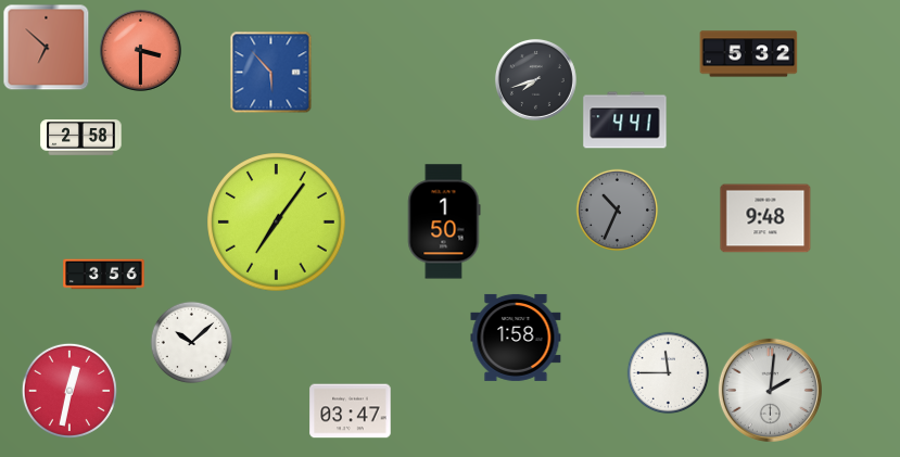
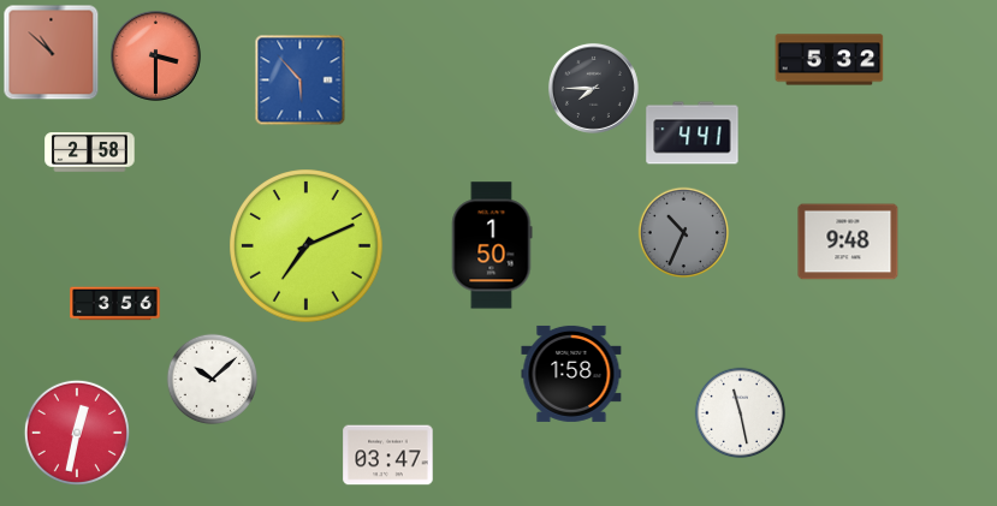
clock at (47, 48): 6:52 -> 10:52
clock at (535, 79): 7:42 -> 7:45
clock at (277, 223): 7:06 -> 7:11
clock at (669, 373): 11:45 -> 11:28
clock at (770, 390): 2:01 -> none
